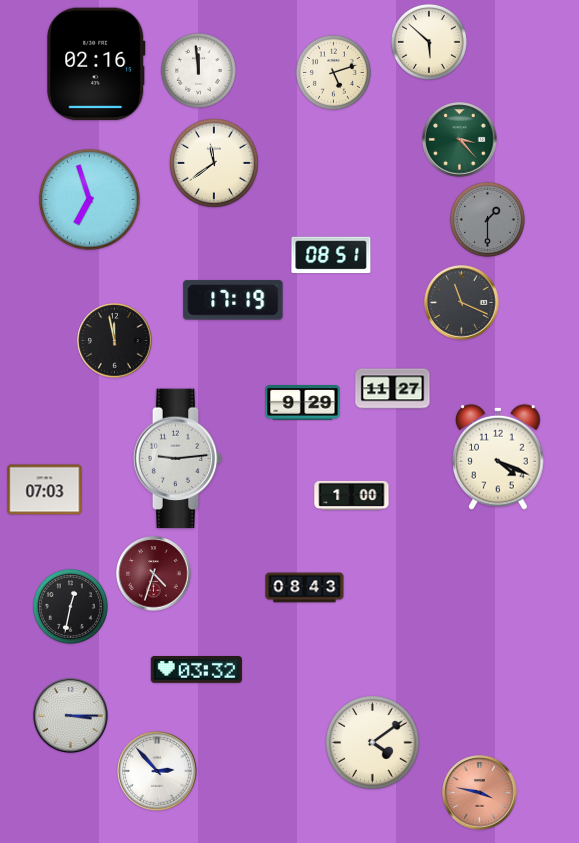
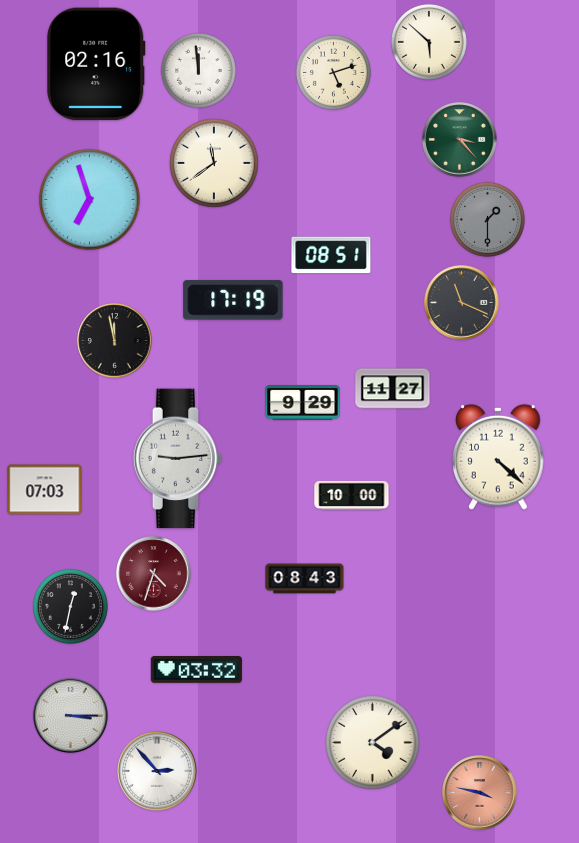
clock at (498, 457): 4:19 -> 4:22
clock at (352, 495): 1:00 -> 10:00
clock at (305, 588) position: (305, 588) -> (305, 579)
